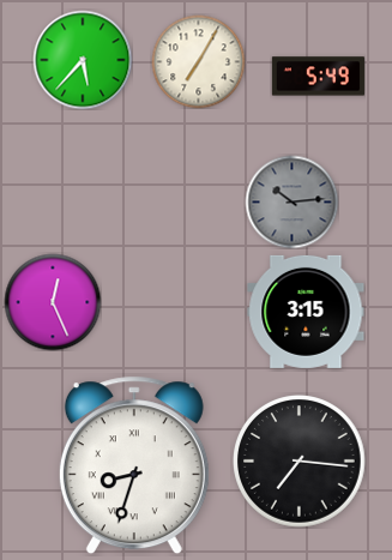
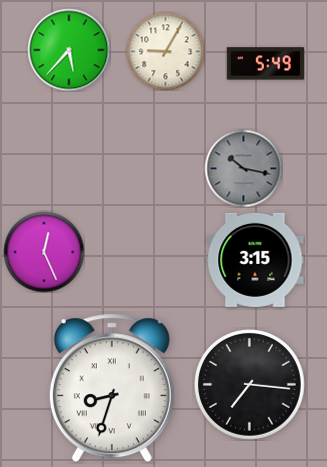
clock at (198, 61): 7:05 -> 9:05
clock at (291, 201): 10:14 -> 10:17
